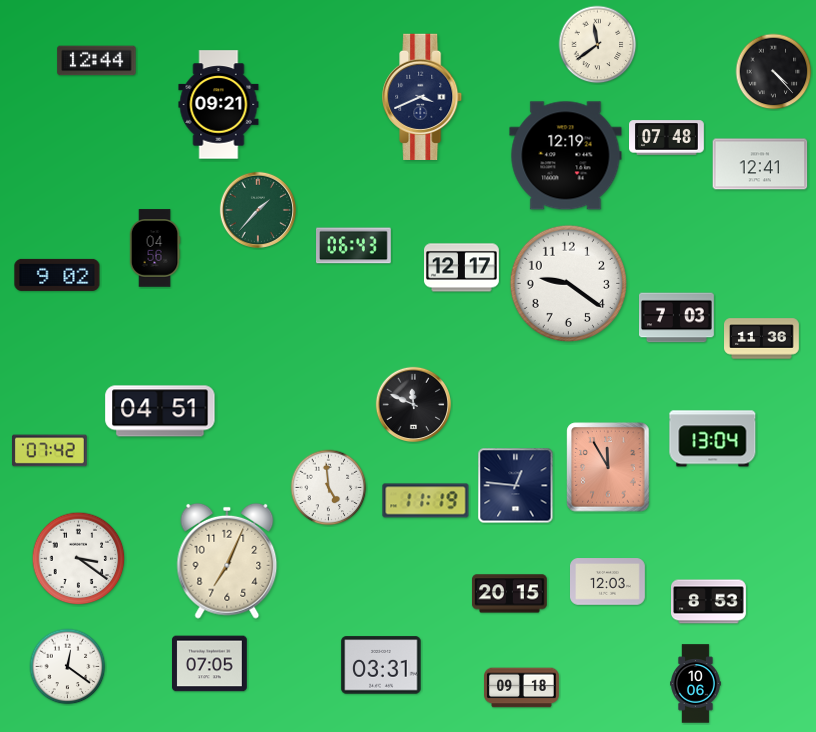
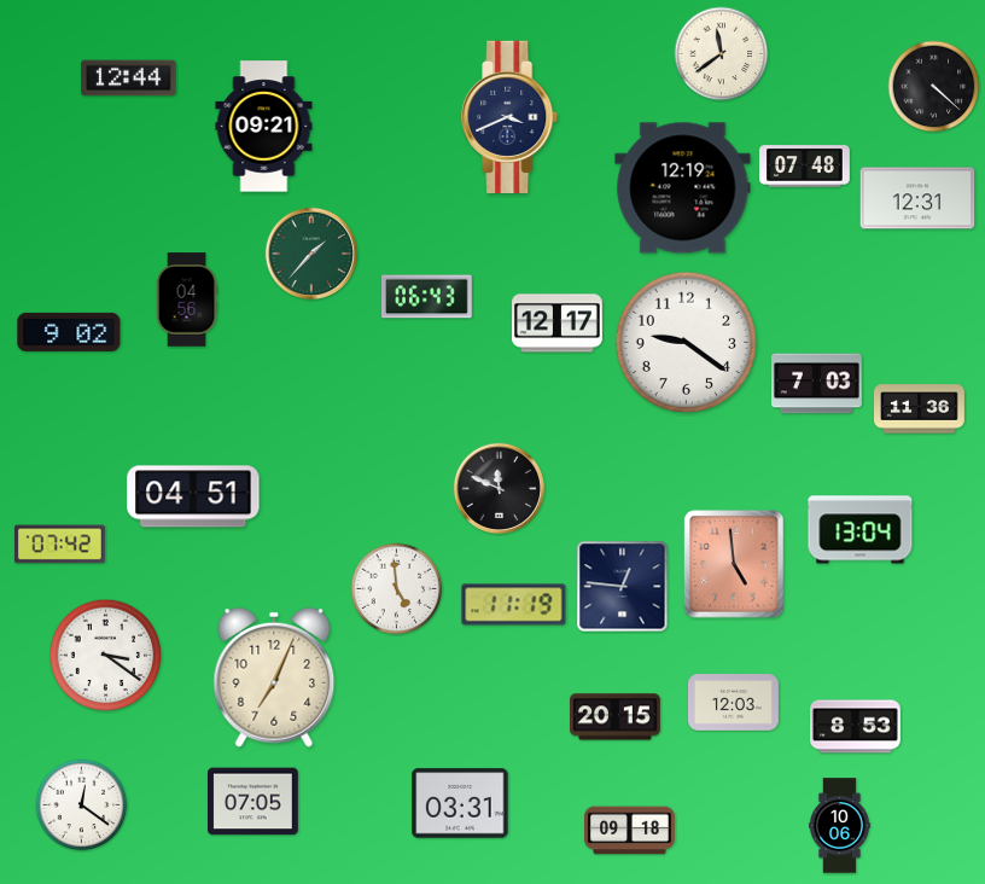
clock at (97, 61) position: (97, 61) -> (129, 78)
clock at (774, 72): 4:23 -> 4:22
clock at (760, 164): 12:41 -> 12:31
clock at (608, 467): 11:55 -> 4:59
clock at (79, 559) position: (79, 559) -> (106, 656)
